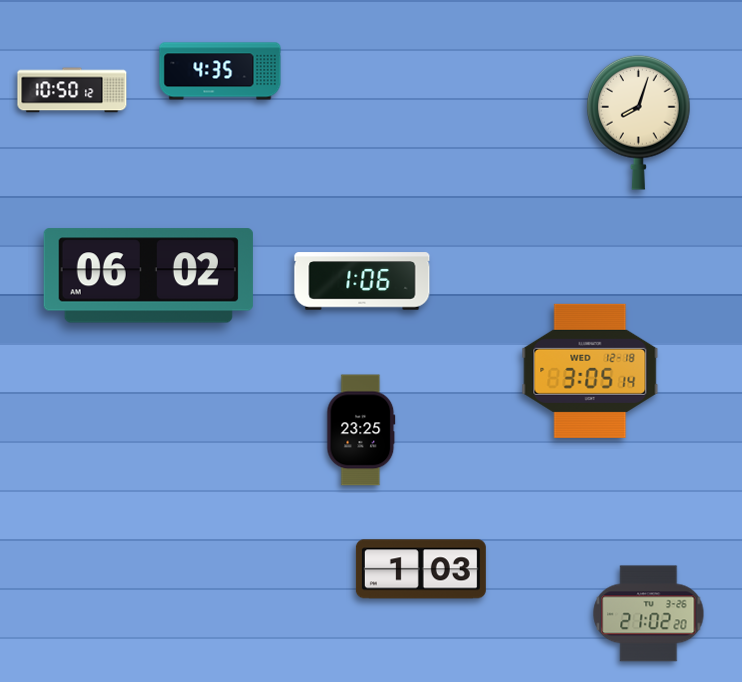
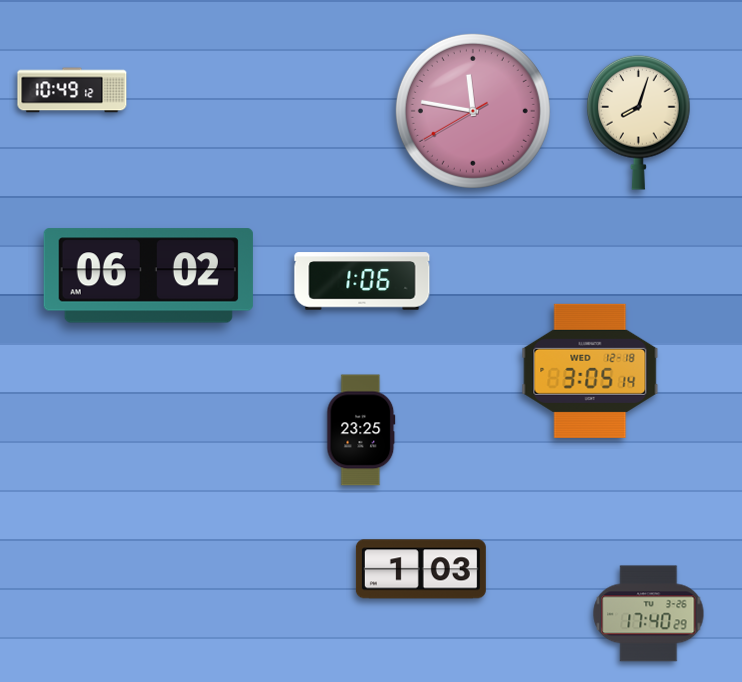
clock at (220, 71): 4:35 -> none
clock at (72, 90): 10:50 -> 10:49
clock at (473, 111): none -> 11:46
clock at (649, 614): 21:02 -> 17:40
